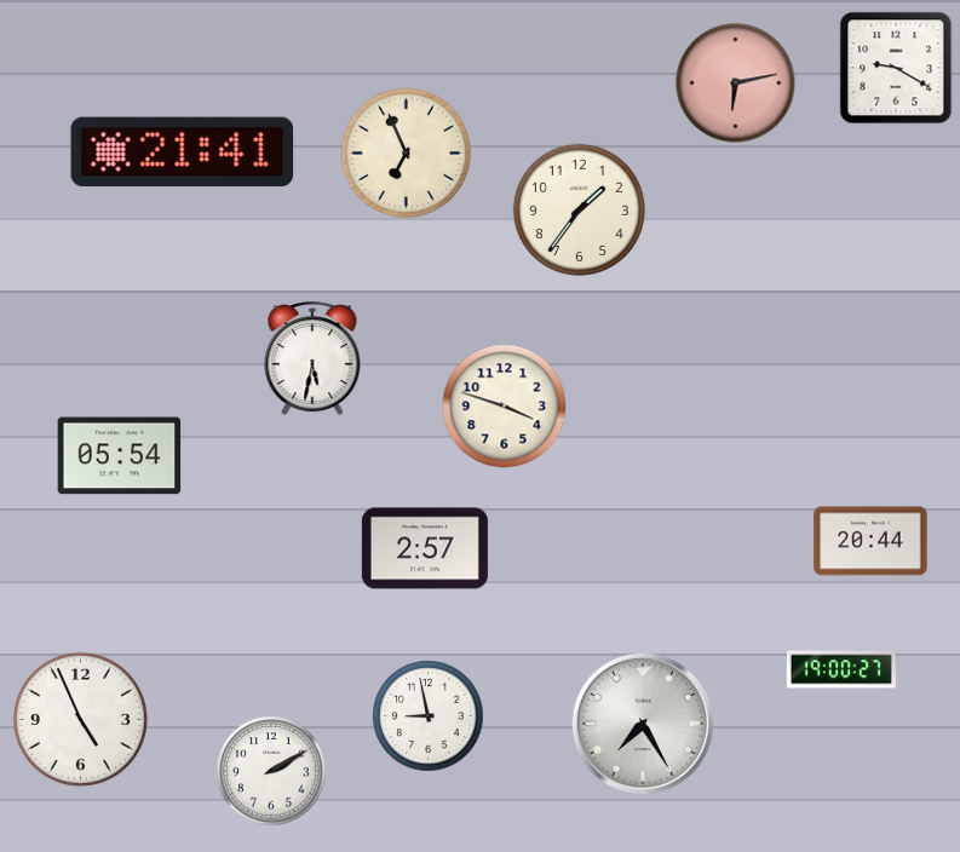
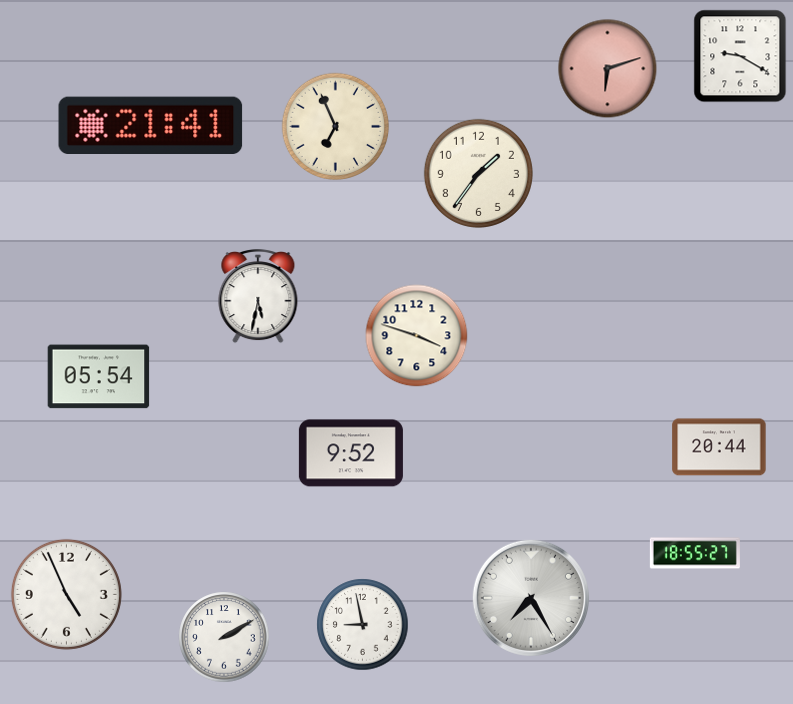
clock at (736, 84): 6:13 -> 6:12
clock at (425, 548): 2:57 -> 9:52
clock at (841, 669): 19:00 -> 18:55
clock at (429, 716) position: (429, 716) -> (363, 625)
